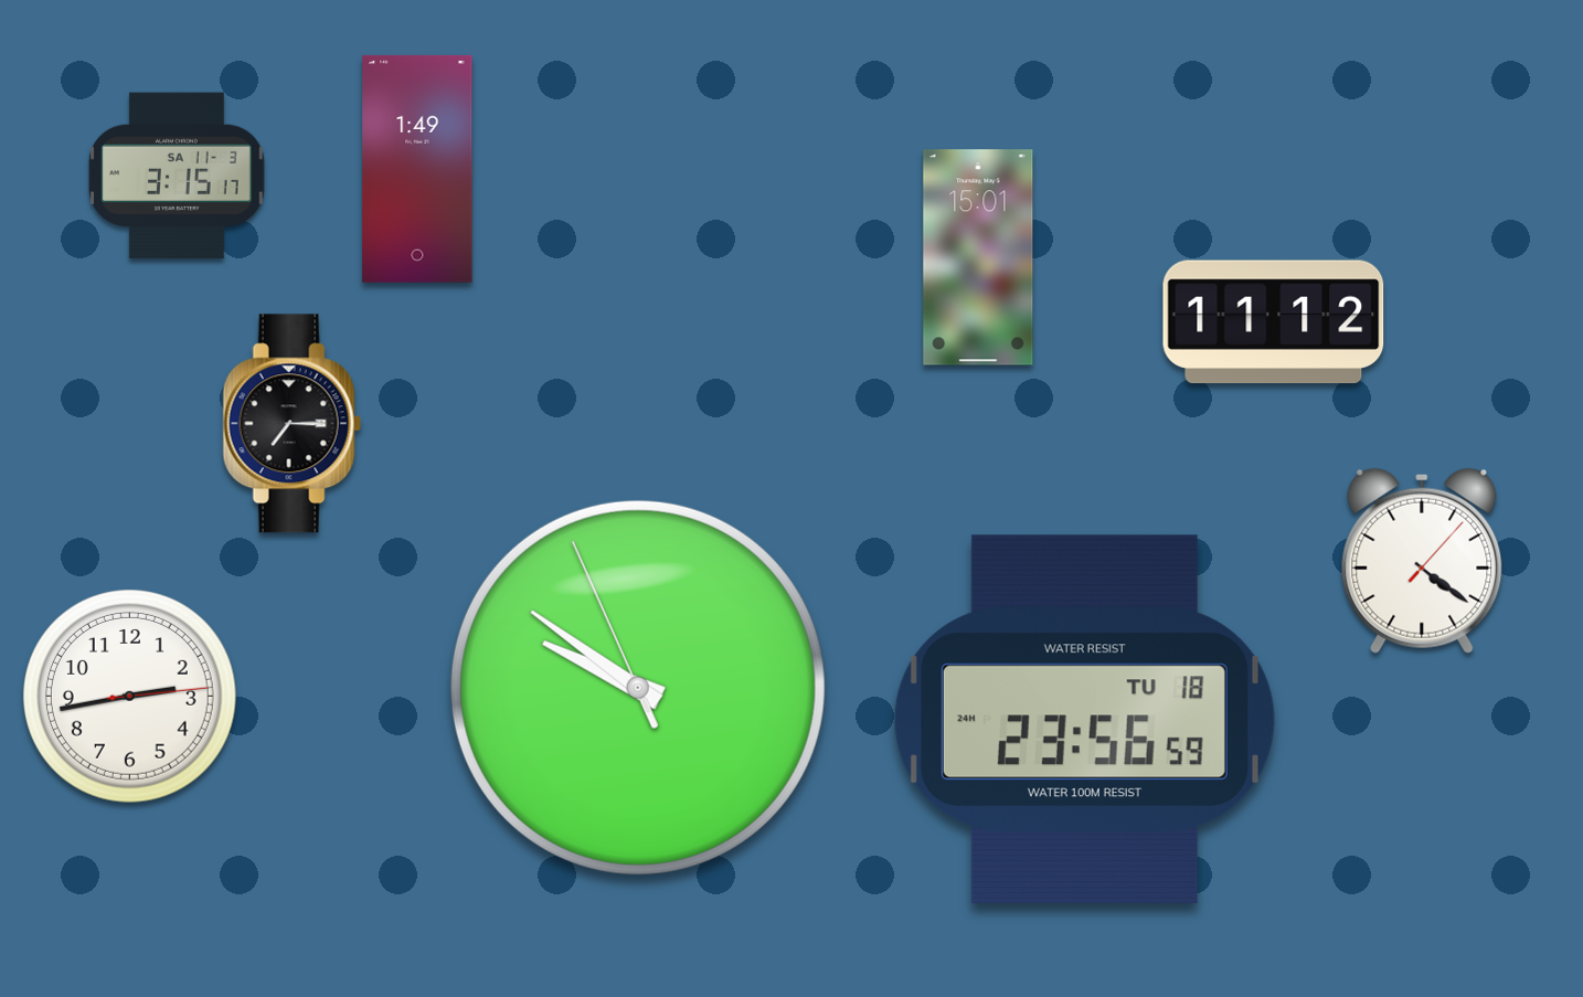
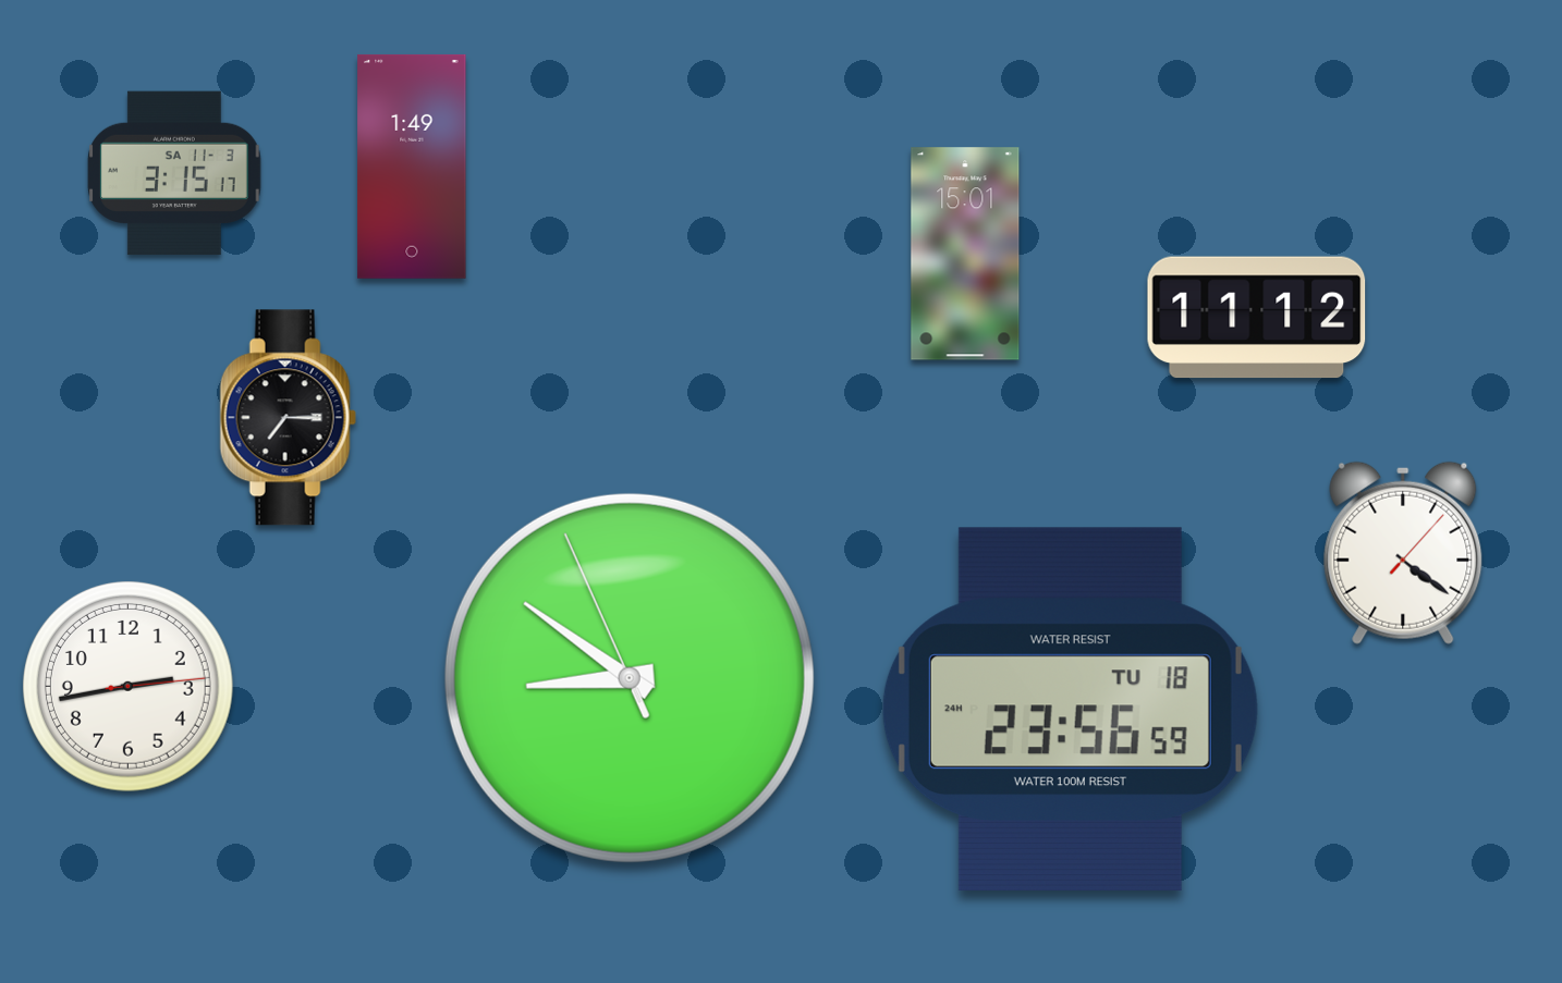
clock at (638, 688): 9:50 -> 8:50
